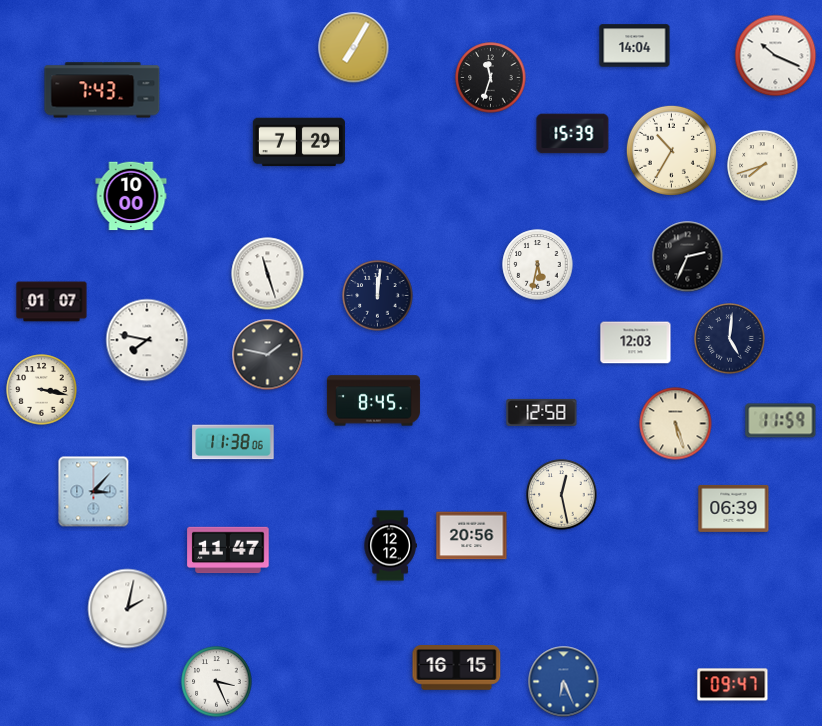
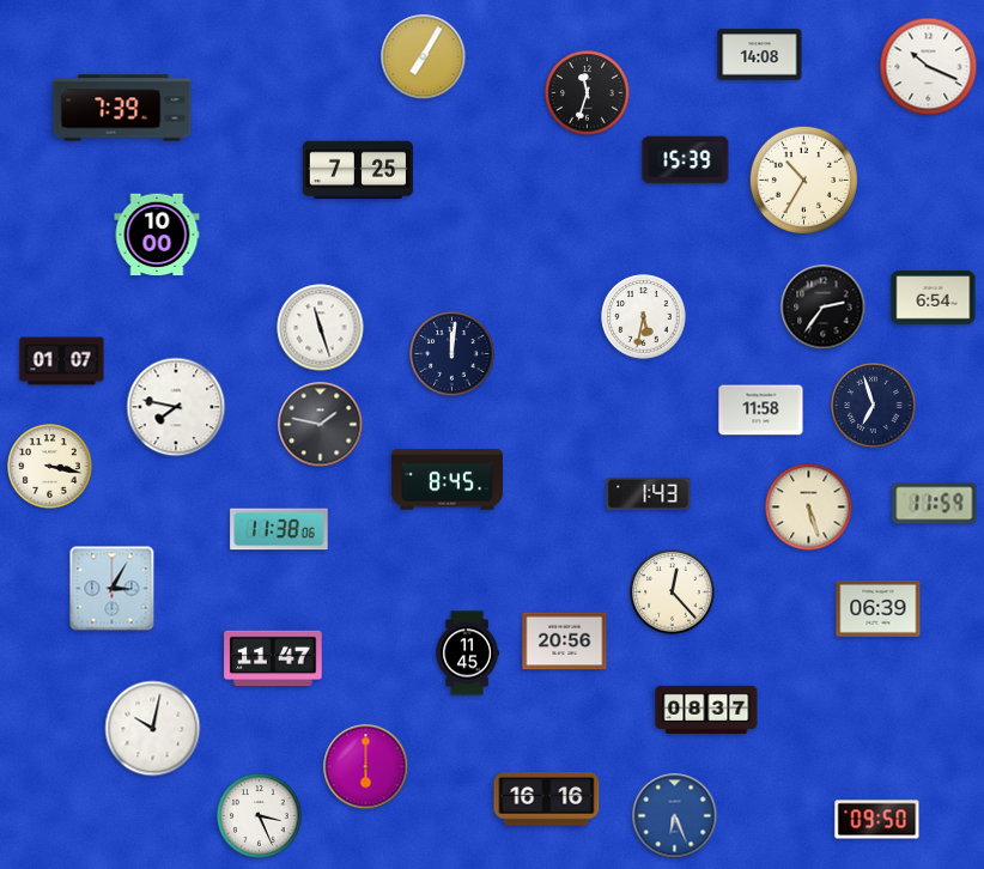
clock at (635, 46): 14:04 -> 14:08
clock at (102, 90): 7:43 -> 7:39
clock at (299, 142): 7:29 -> 7:25
clock at (763, 166): 7:42 -> none
clock at (934, 298): none -> 6:54
clock at (688, 257): 2:34 -> 2:36
clock at (730, 339): 5:01 -> 6:57
clock at (636, 343): 12:03 -> 11:58
clock at (542, 412): 12:58 -> 1:43
clock at (94, 492): 3:07 -> 3:05
clock at (562, 495): 12:28 -> 12:23
clock at (390, 546): 12:12 -> 11:45
clock at (706, 710): none -> 08:37
clock at (128, 609): 2:02 -> 10:02
clock at (366, 767): none -> 6:00
clock at (457, 668): 16:15 -> 16:16
clock at (733, 685): 09:47 -> 09:50
